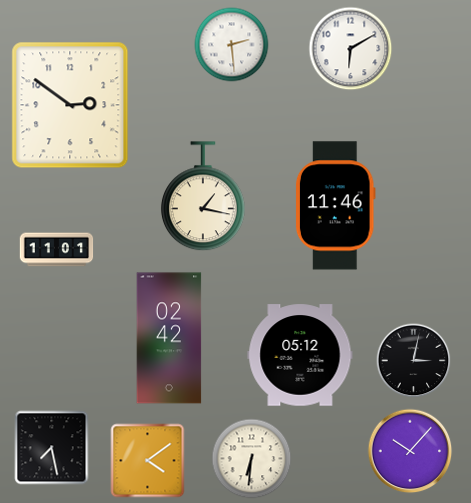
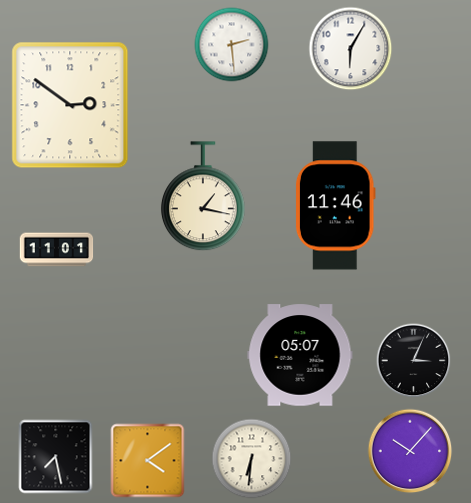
clock at (351, 49): 6:10 -> 6:05
clock at (169, 338): 02:42 -> none
clock at (300, 355): 05:12 -> 05:07
clock at (414, 361): 3:02 -> 3:04
clock at (52, 448) position: (52, 448) -> (56, 457)
